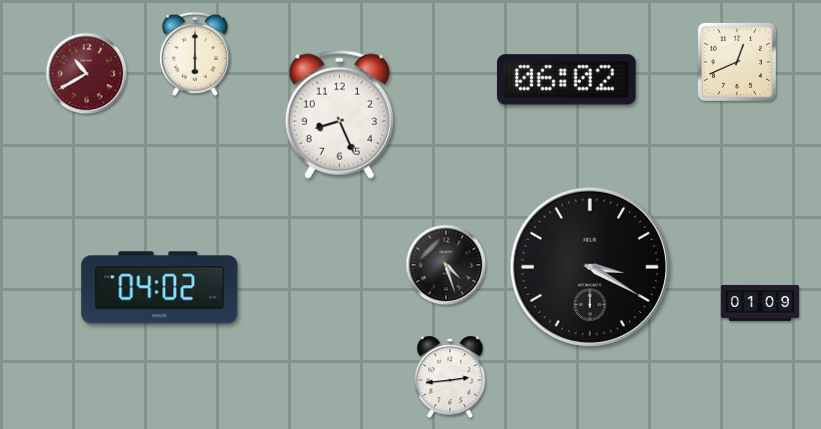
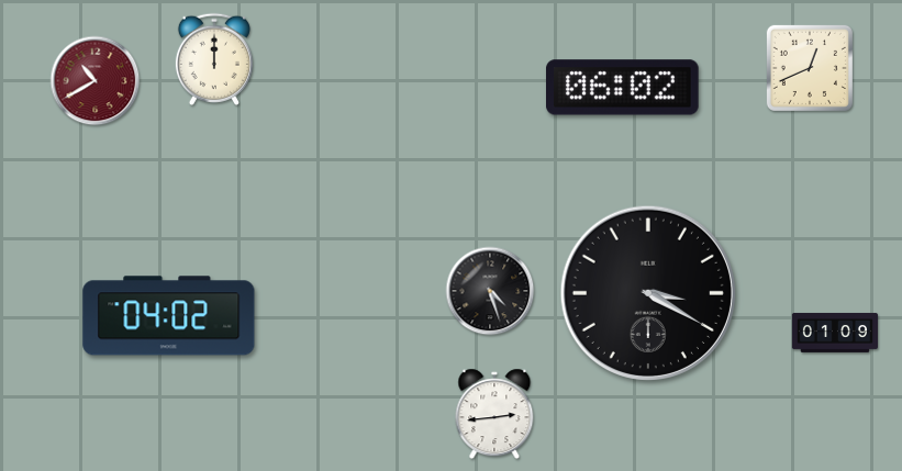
clock at (195, 54): 6:00 -> 12:00
clock at (339, 114): 8:26 -> none
clock at (160, 288) position: (160, 288) -> (169, 316)
